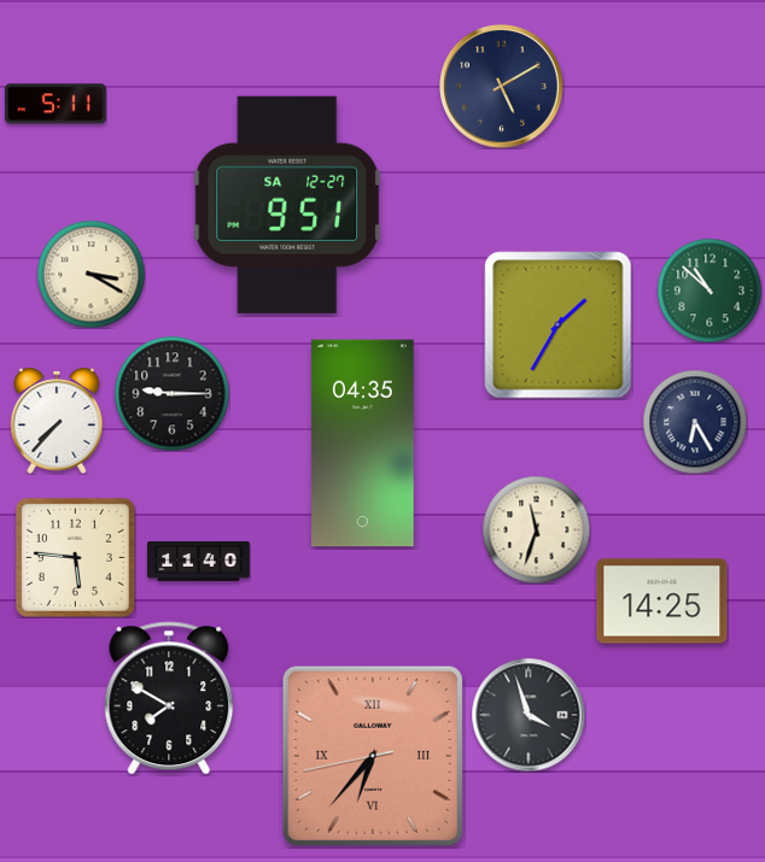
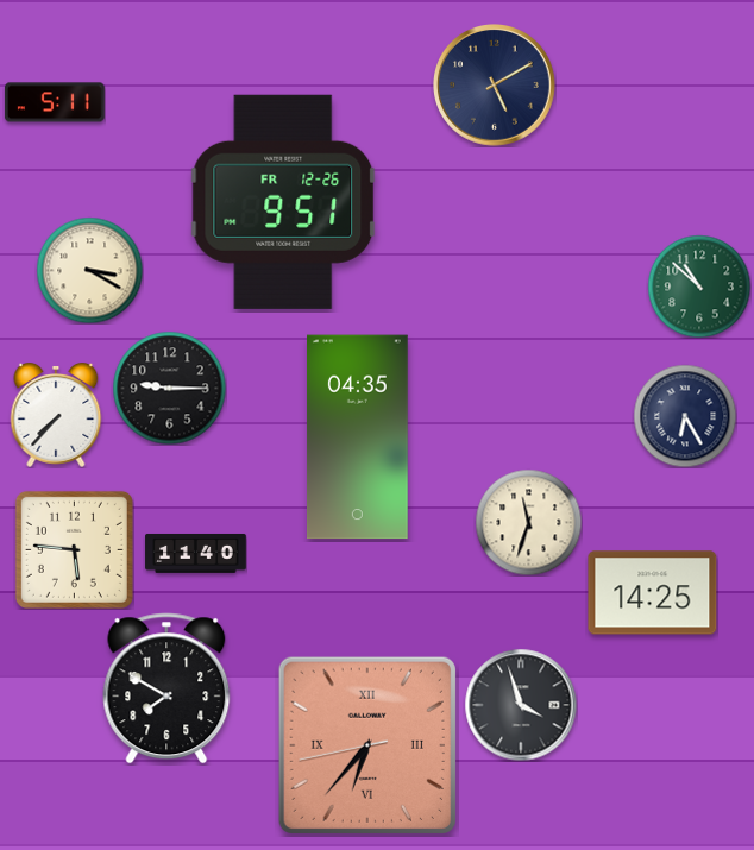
clock at (287, 205) date: SA 12-27 -> FR 12-26
clock at (559, 326): 1:35 -> none
